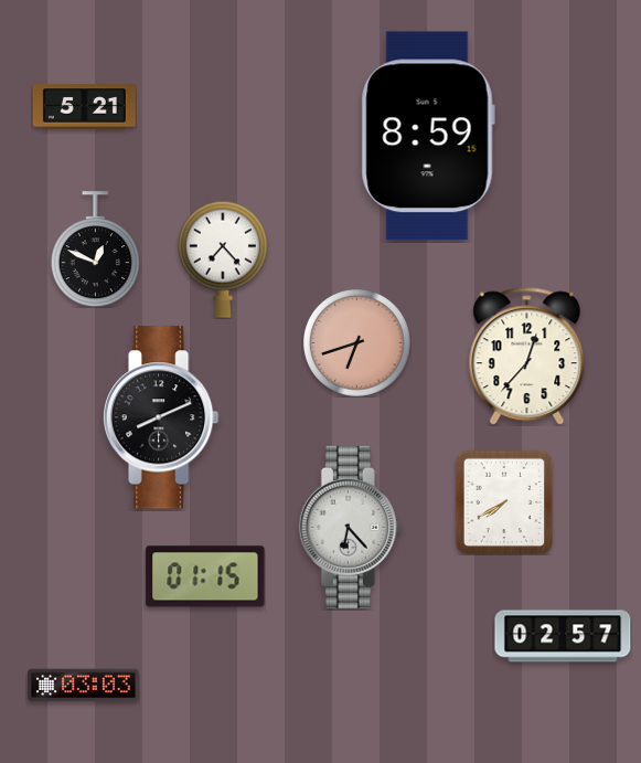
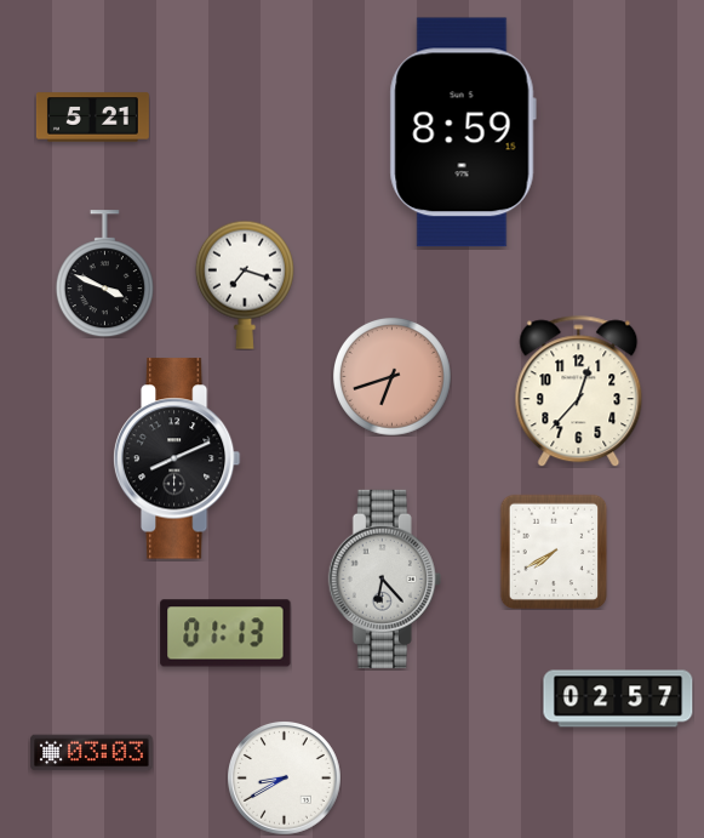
clock at (428, 136) position: (428, 136) -> (463, 132)
clock at (95, 250): 12:49 -> 3:49
clock at (223, 259): 7:23 -> 7:18
clock at (205, 576): 01:15 -> 01:13
clock at (285, 779): none -> 8:40
